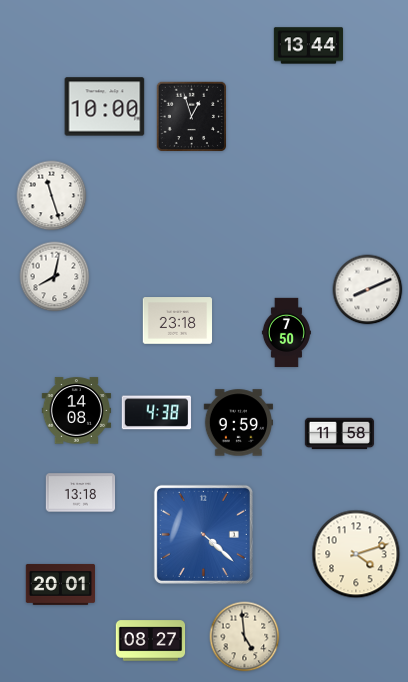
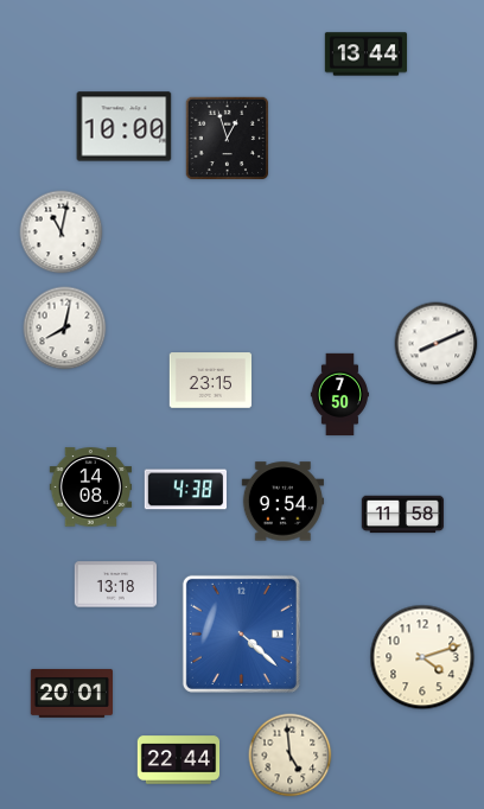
clock at (52, 196): 11:27 -> 11:02
clock at (178, 321): 23:18 -> 23:15
clock at (239, 423): 9:59 -> 9:54
clock at (81, 493) position: (81, 493) -> (116, 585)
clock at (151, 641): 08:27 -> 22:44
